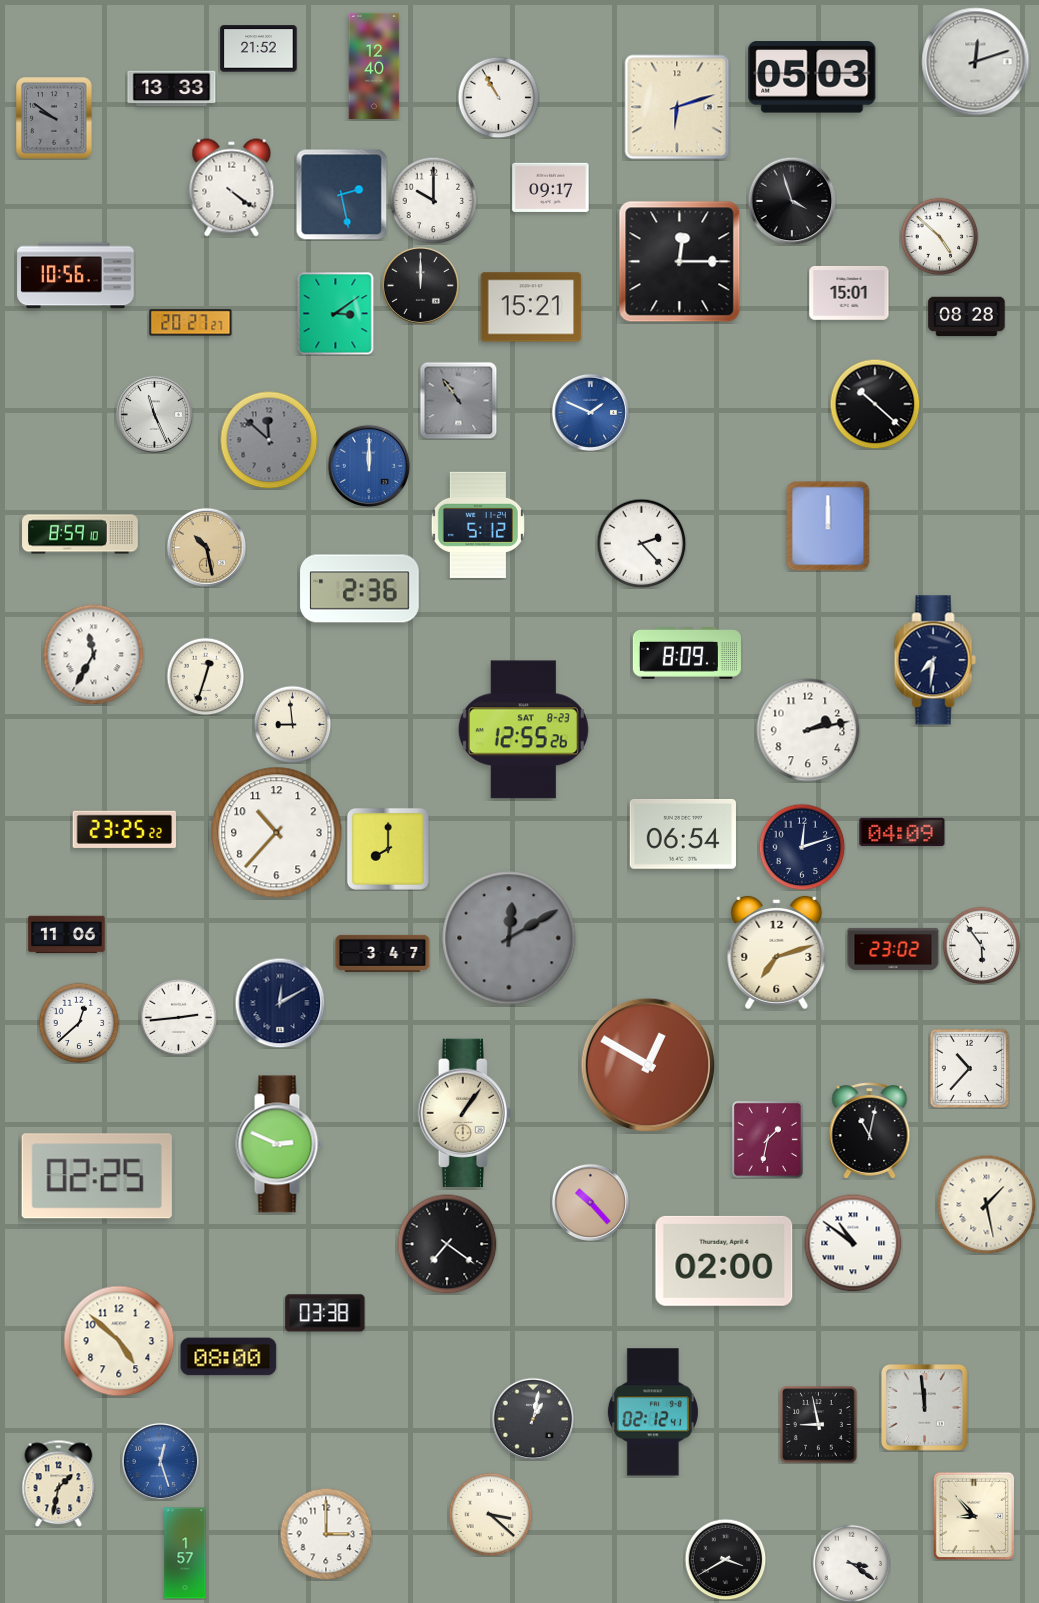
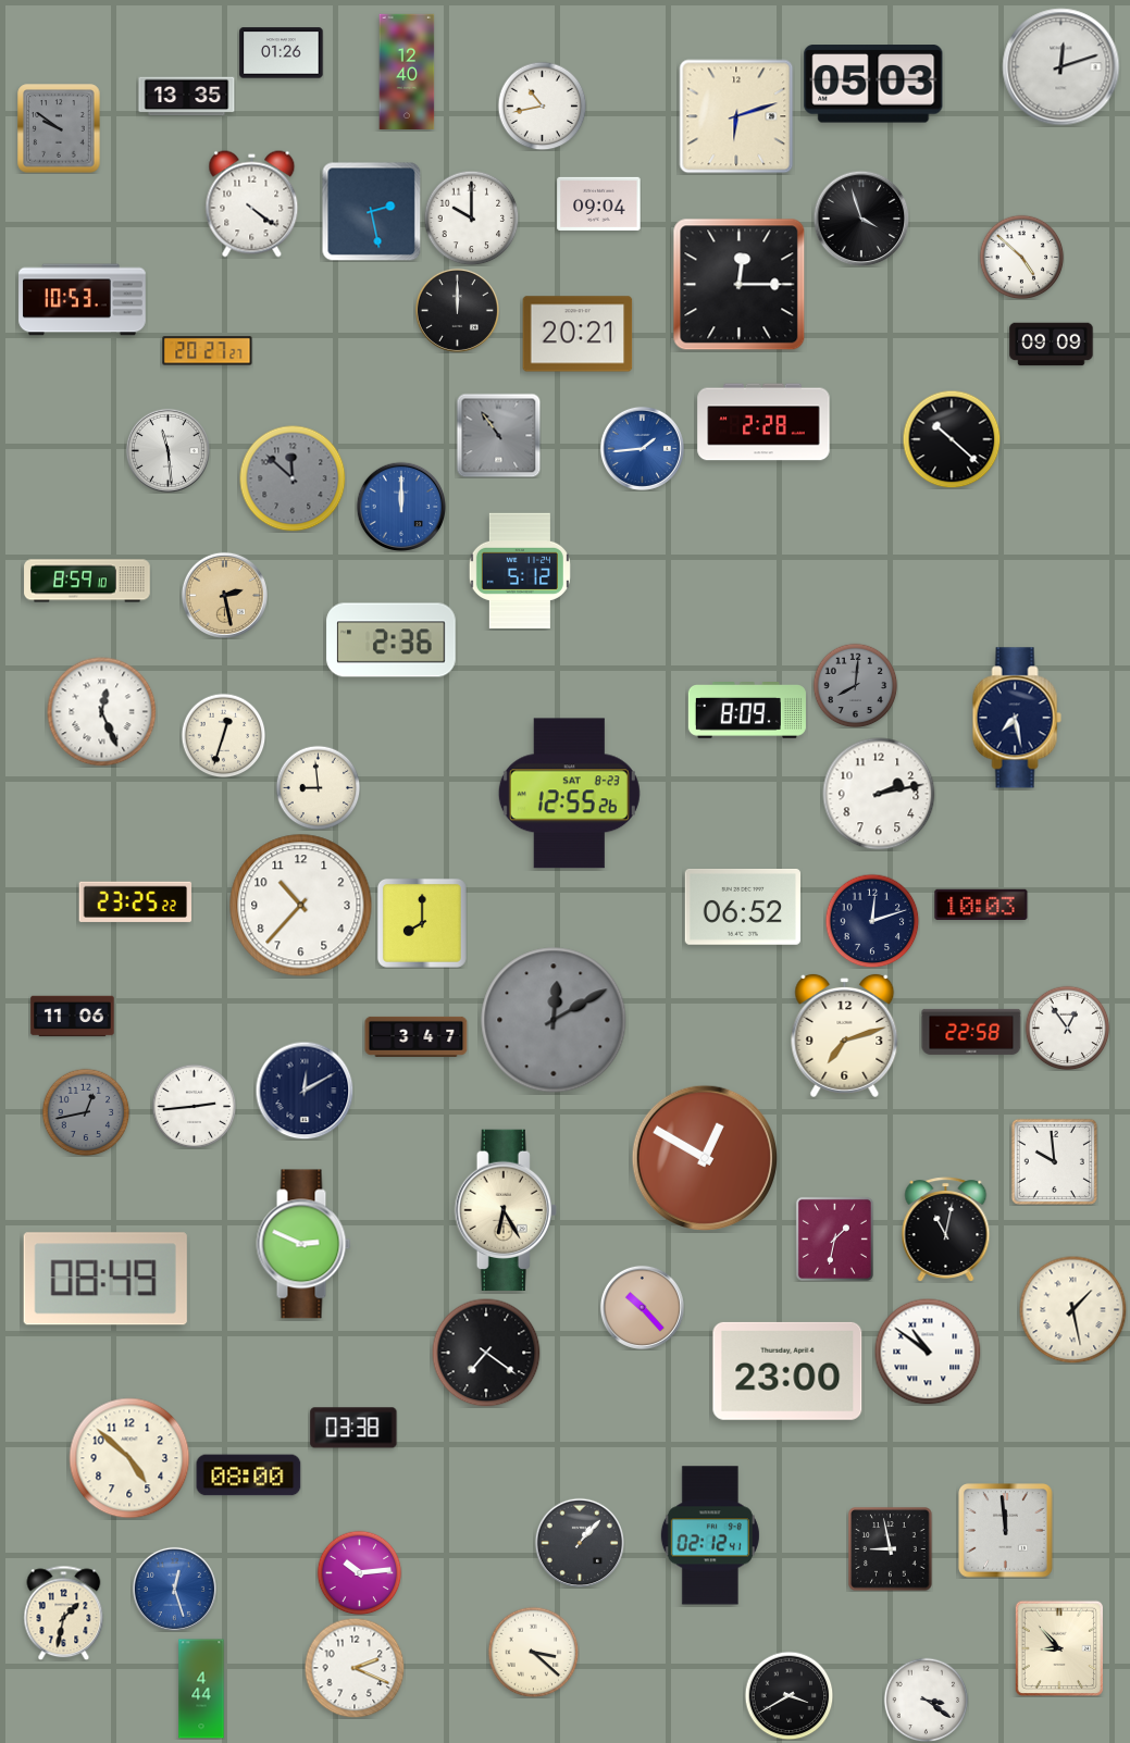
clock at (259, 49): 21:52 -> 01:26
clock at (812, 77) position: (812, 77) -> (873, 84)
clock at (172, 89): 13:33 -> 13:35
clock at (498, 97): 10:55 -> 10:43
clock at (551, 187): 09:17 -> 09:04
clock at (76, 276): 10:56 -> 10:53
clock at (849, 293): 15:01 -> none
clock at (531, 307): 15:21 -> 20:21
clock at (336, 313): 3:09 -> none
clock at (967, 317): 08:28 -> 09:09
clock at (763, 422): none -> 2:28
clock at (590, 412): 1:49 -> 1:44
clock at (154, 414): 11:26 -> 11:29
clock at (828, 526): 12:00 -> none
clock at (641, 543): 2:23 -> none
clock at (206, 547): 10:28 -> 2:28
clock at (855, 685): none -> 8:01
clock at (94, 655): 11:35 -> 12:26
clock at (935, 660): 7:31 -> 7:28
clock at (902, 831): 04:09 -> 10:03
clock at (683, 835): 06:54 -> 06:52
clock at (981, 945): 5:54 -> 12:54
clock at (893, 949): 23:02 -> 22:58
clock at (79, 1023): 12:38 -> 12:43
clock at (79, 1023) dial: white -> grey
clock at (969, 1068): 10:37 -> 9:59
clock at (465, 1112): 1:06 -> 6:25
clock at (97, 1176): 02:25 -> 08:49
clock at (724, 1261): 02:00 -> 23:00
clock at (532, 1418): 1:02 -> 1:07
clock at (359, 1572): none -> 10:14
clock at (490, 1514) position: (490, 1514) -> (533, 1652)
clock at (326, 1534): 3:00 -> 2:19
clock at (185, 1553): 1:57 -> 4:44
